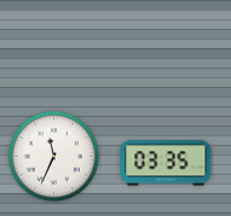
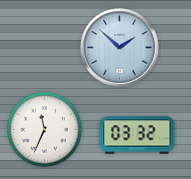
clock at (120, 48): none -> 1:52
clock at (166, 163): 03:35 -> 03:32
